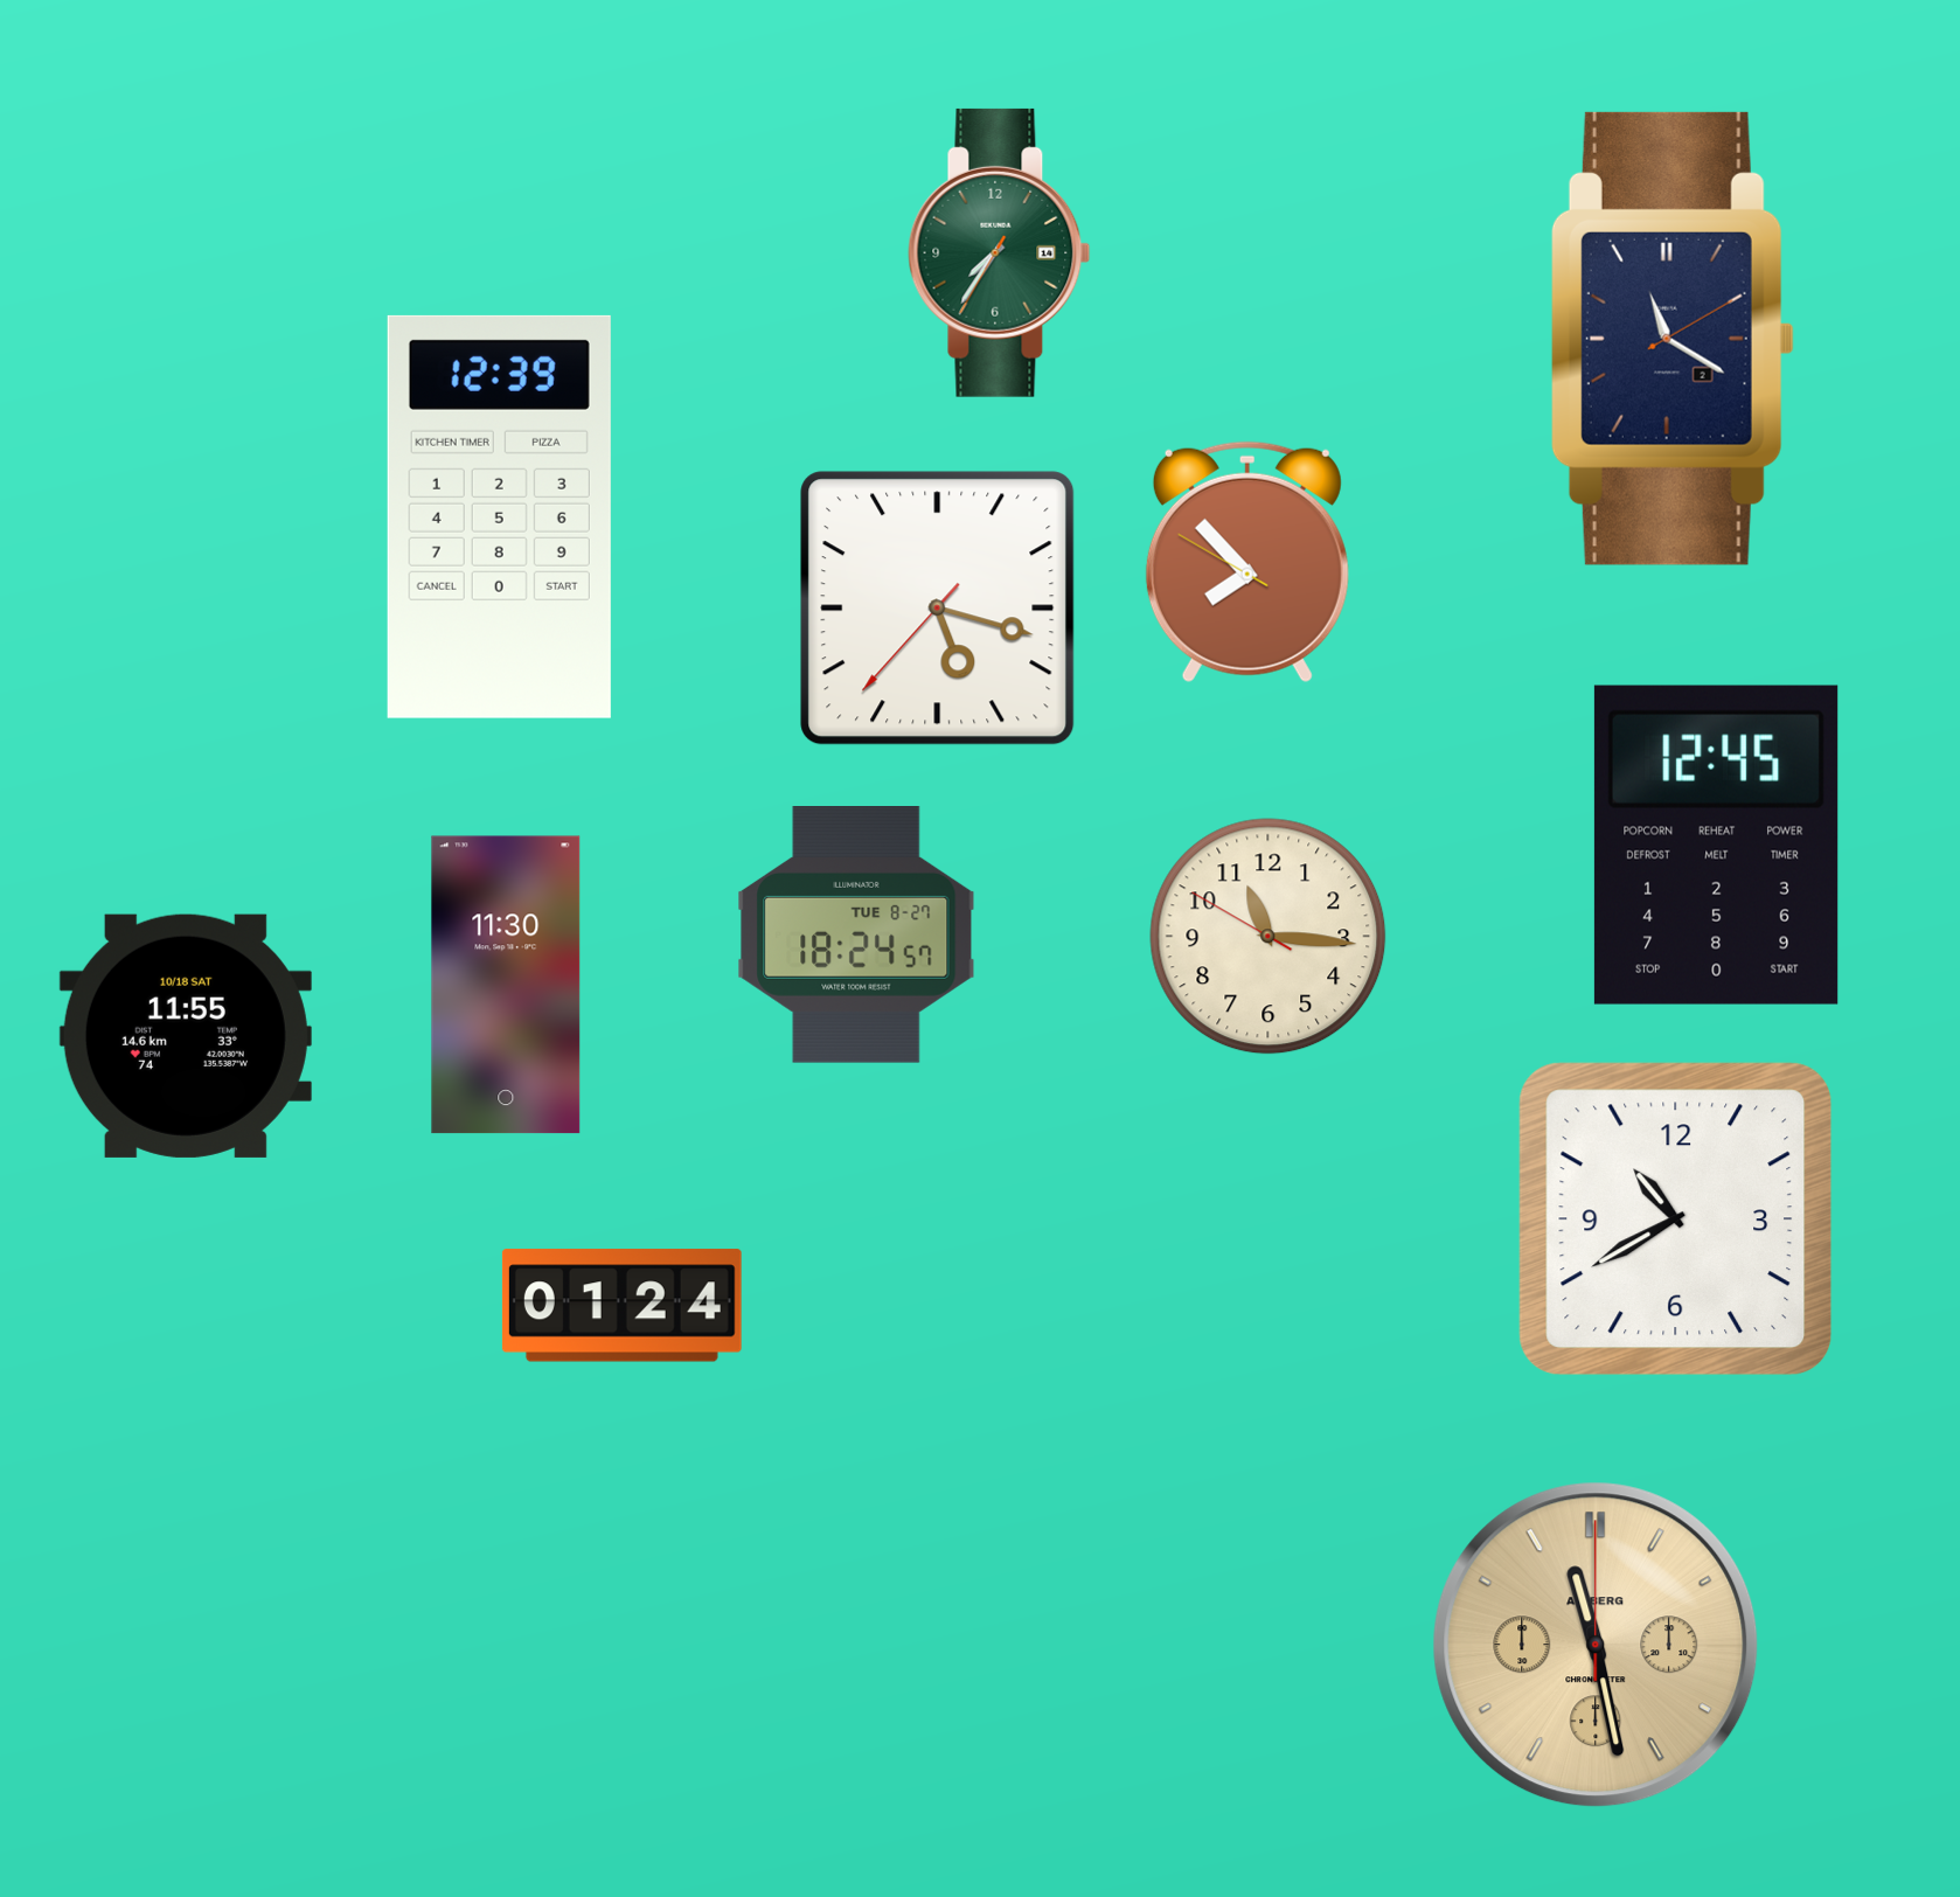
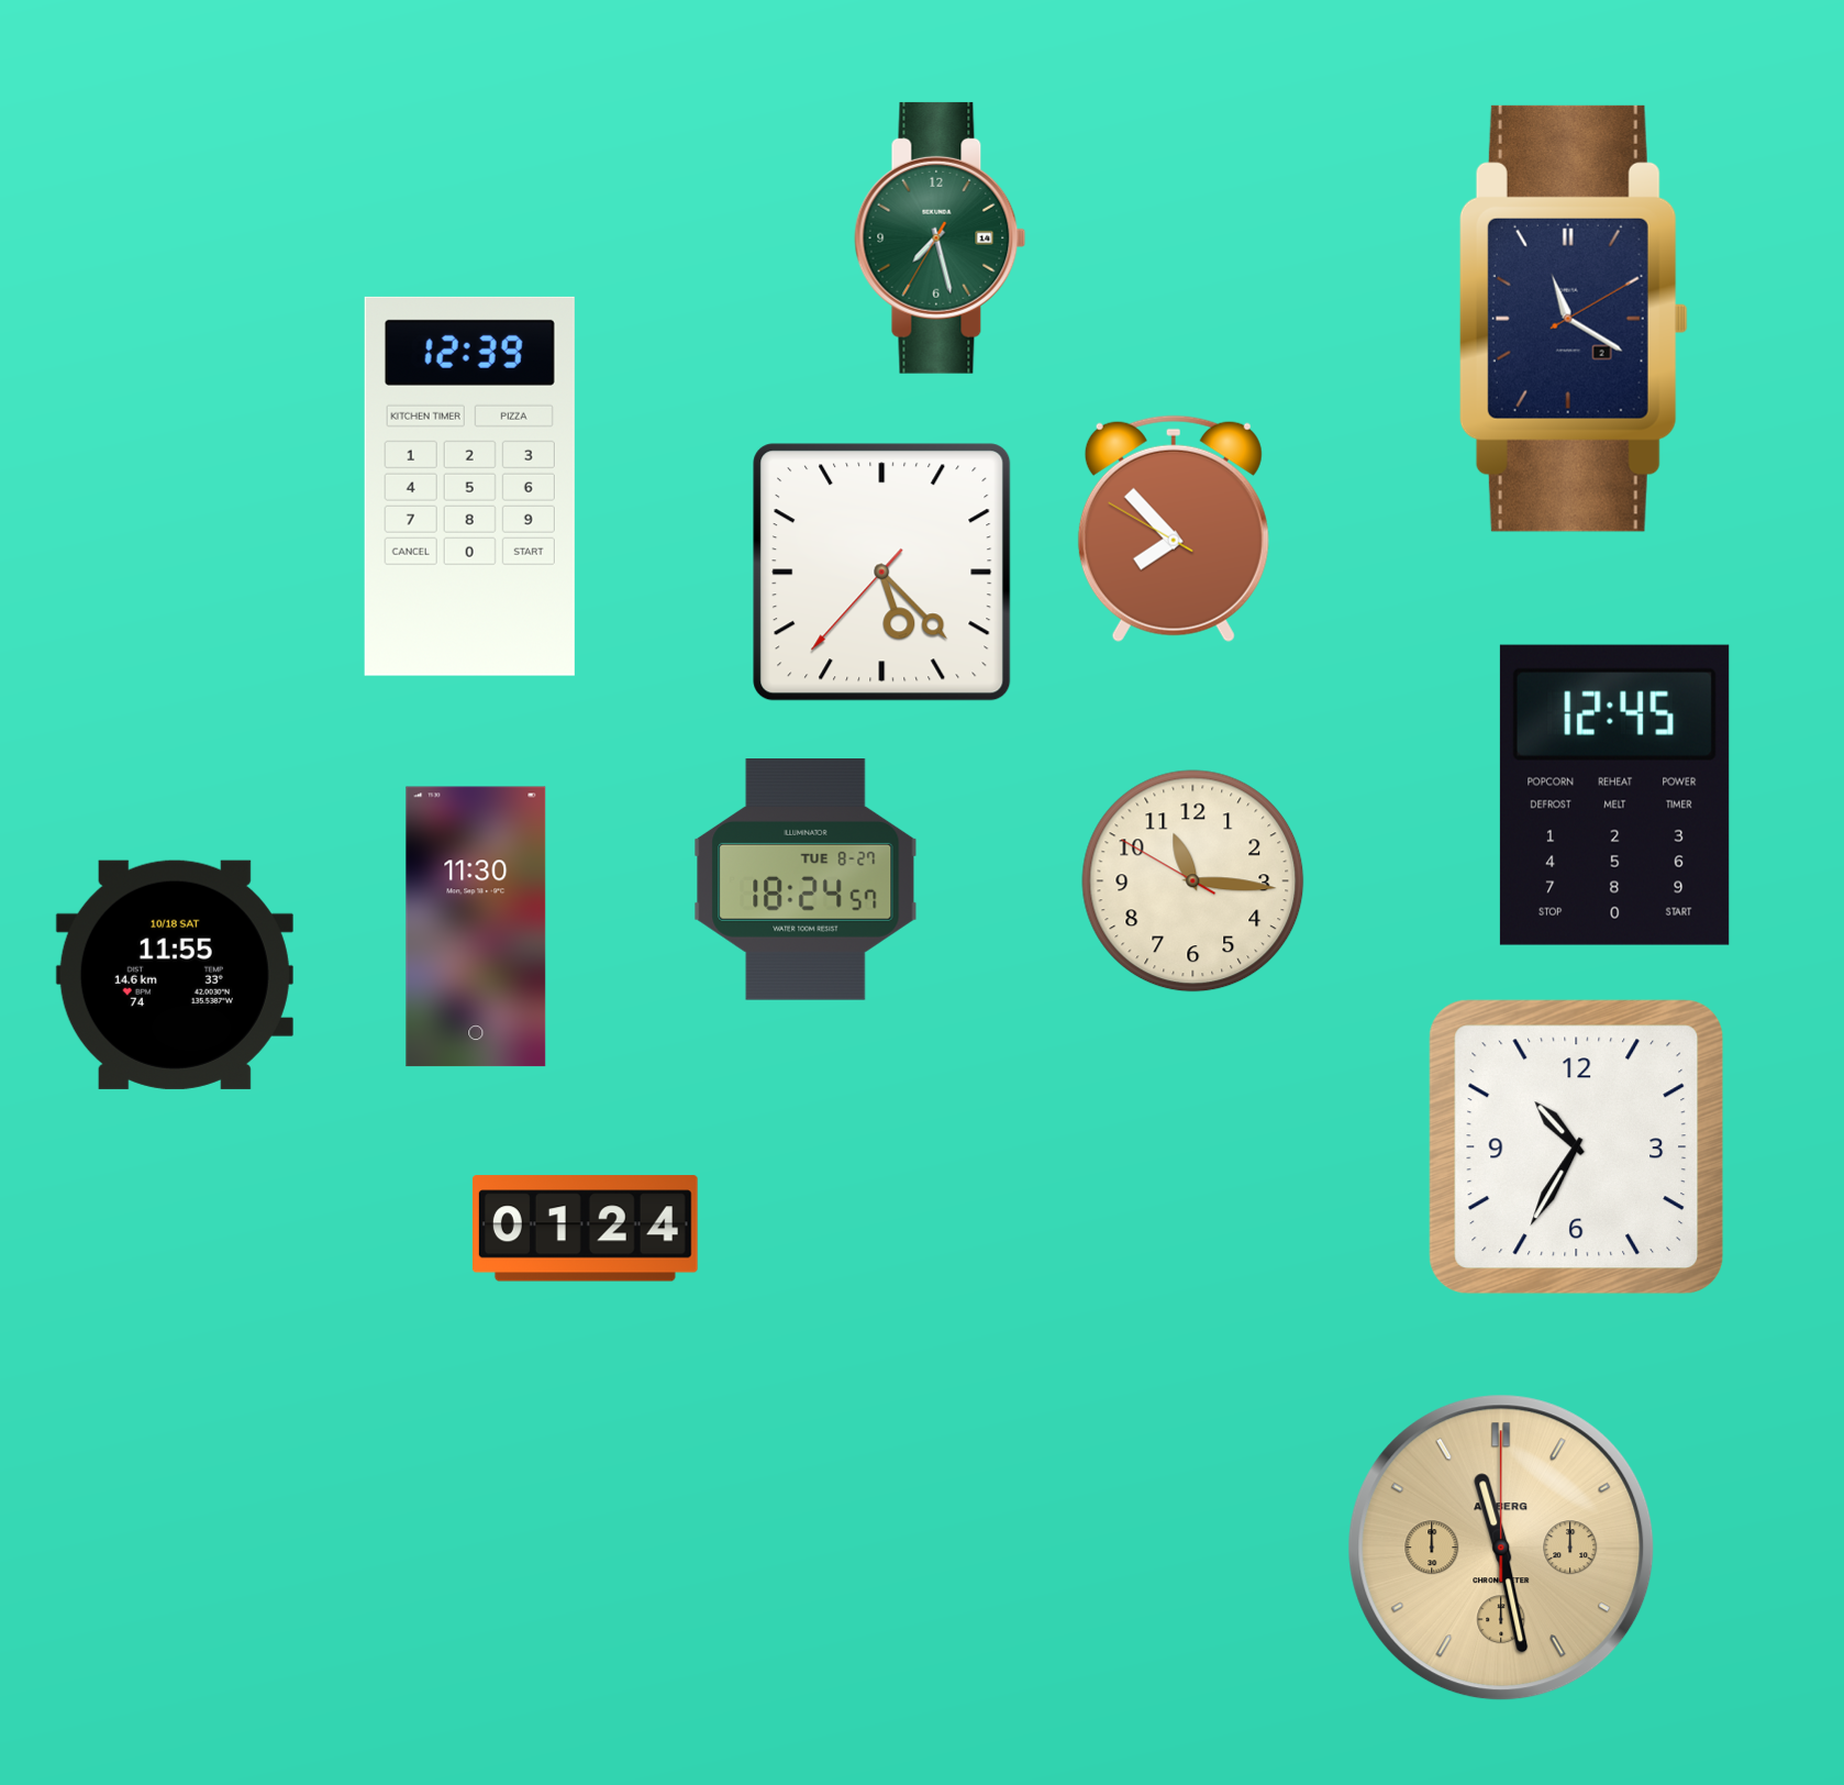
clock at (1000, 252): 7:35 -> 7:27
clock at (938, 609): 5:17 -> 5:22
clock at (1676, 1219): 10:40 -> 10:35
